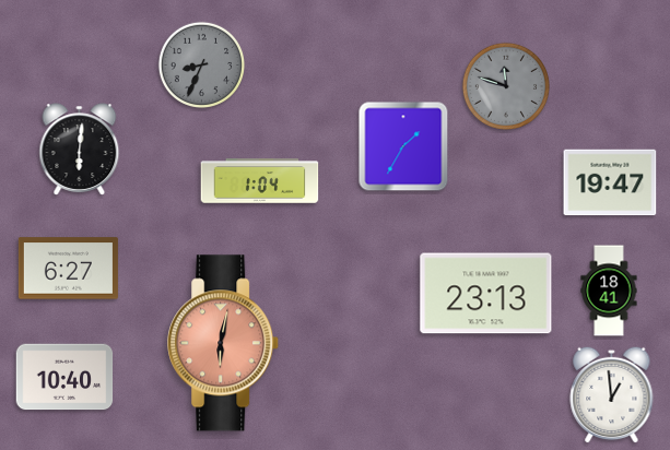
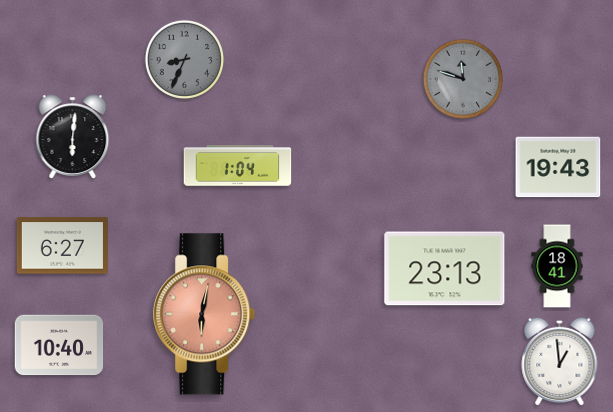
clock at (403, 146): 1:35 -> none
clock at (610, 182): 19:47 -> 19:43
